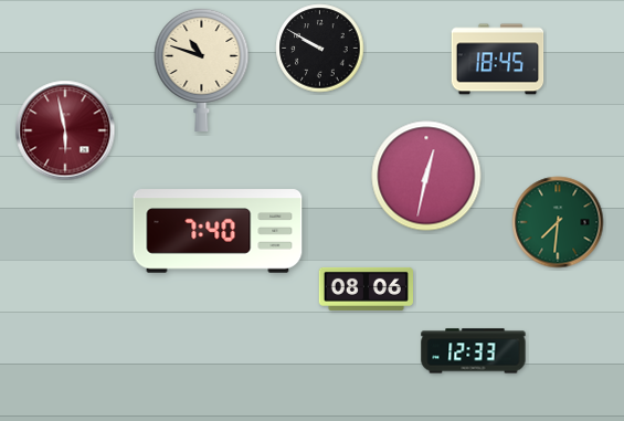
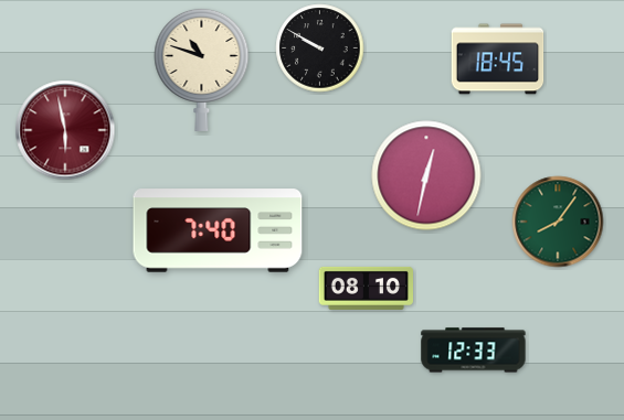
clock at (558, 222): 7:31 -> 8:06
clock at (366, 288): 08:06 -> 08:10
